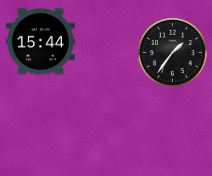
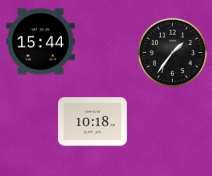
clock at (93, 122): none -> 10:18
